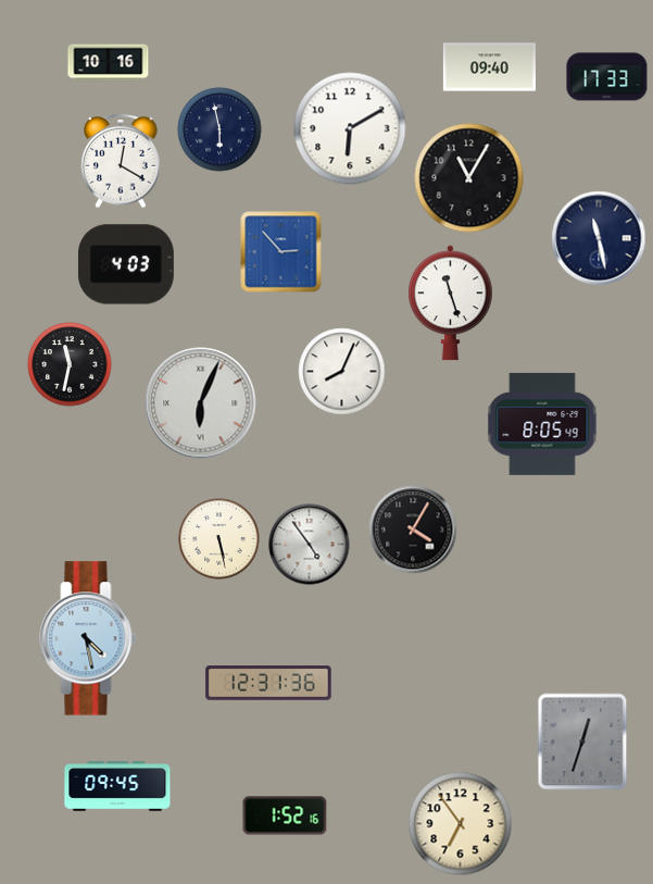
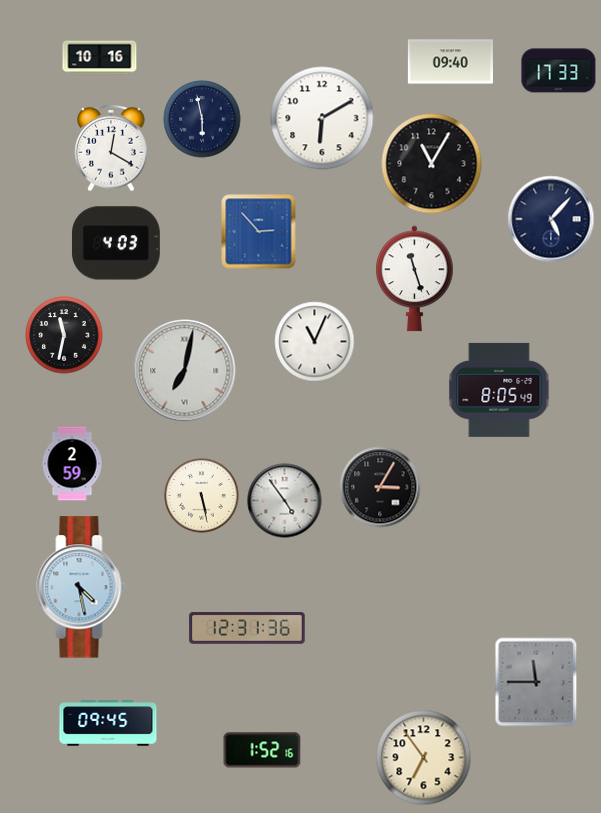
clock at (599, 238): 11:28 -> 5:07
clock at (342, 372): 8:04 -> 11:04
clock at (201, 403): 6:04 -> 7:02
clock at (72, 464): none -> 2:59
clock at (413, 530): 4:05 -> 3:05
clock at (582, 742): 12:33 -> 11:45
